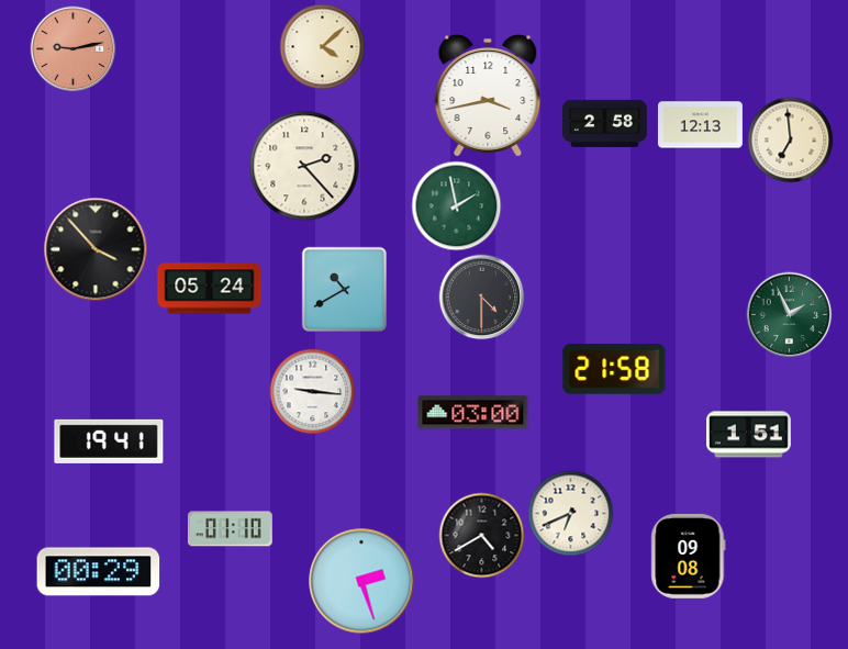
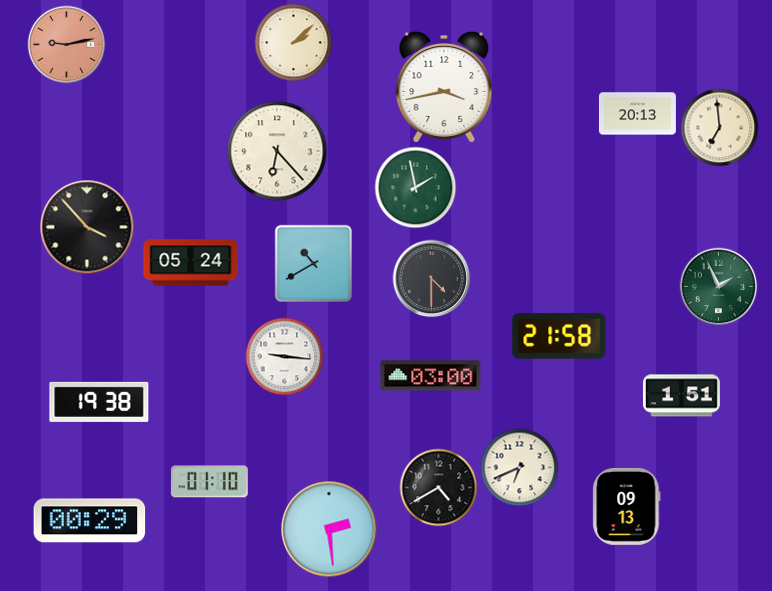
clock at (322, 46): 4:08 -> 2:08
clock at (604, 123): 2:58 -> none
clock at (700, 125): 12:13 -> 20:13
clock at (304, 166): 2:23 -> 6:23
clock at (481, 296) position: (481, 296) -> (431, 278)
clock at (109, 441): 19:41 -> 19:38
clock at (689, 556): 09:08 -> 09:13
clock at (361, 581): 2:27 -> 2:29
